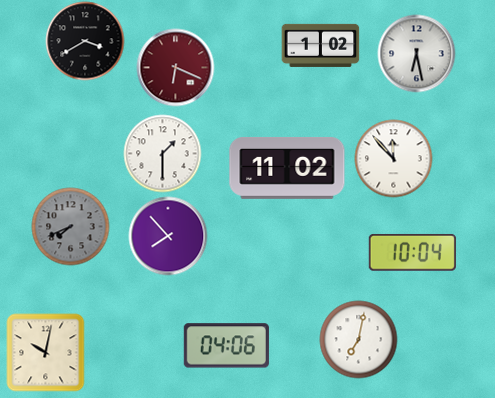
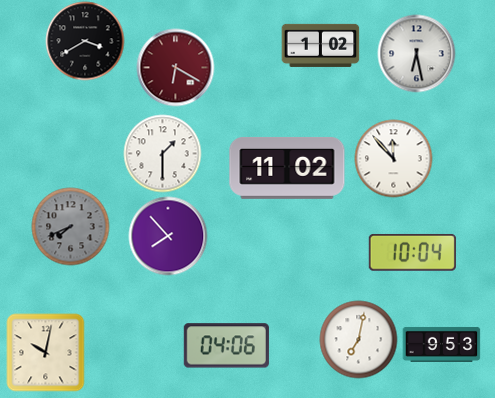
clock at (175, 67): 6:19 -> 6:20
clock at (441, 344): none -> 9:53
